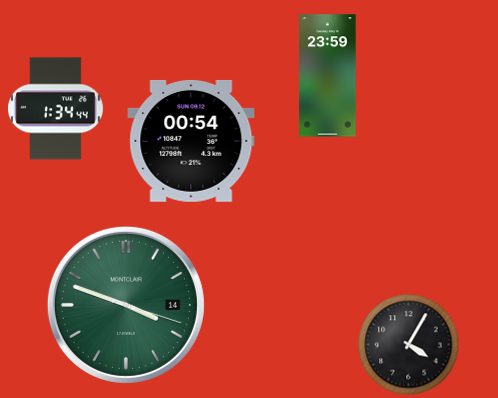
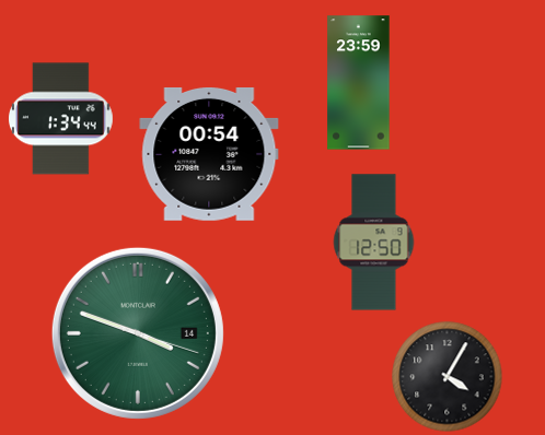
clock at (374, 243): none -> 12:50
